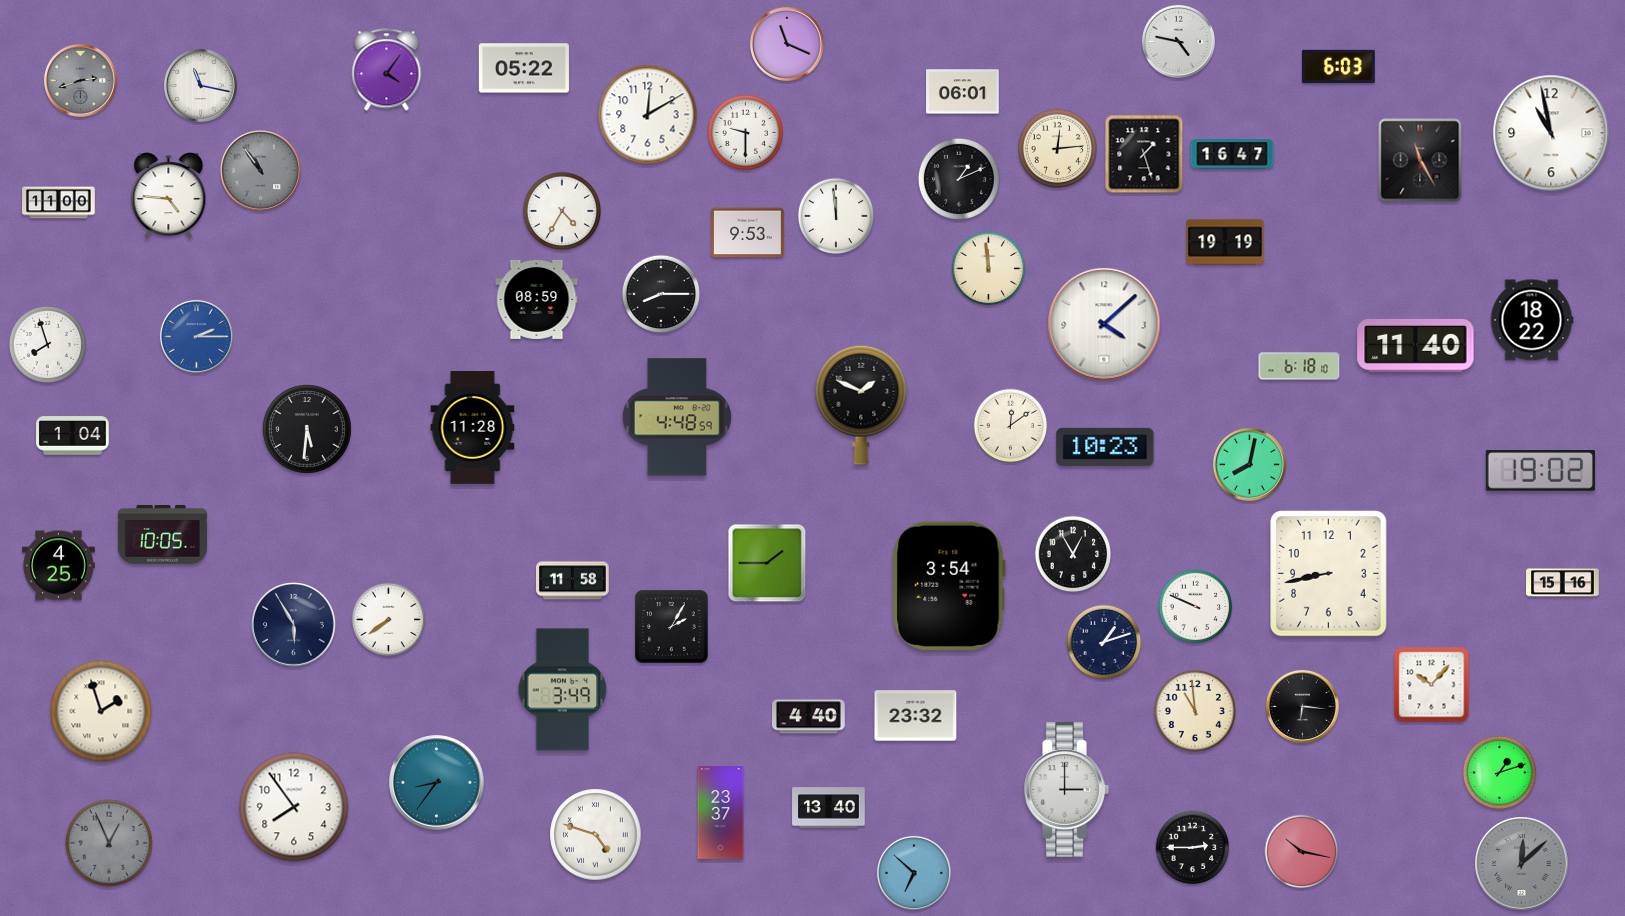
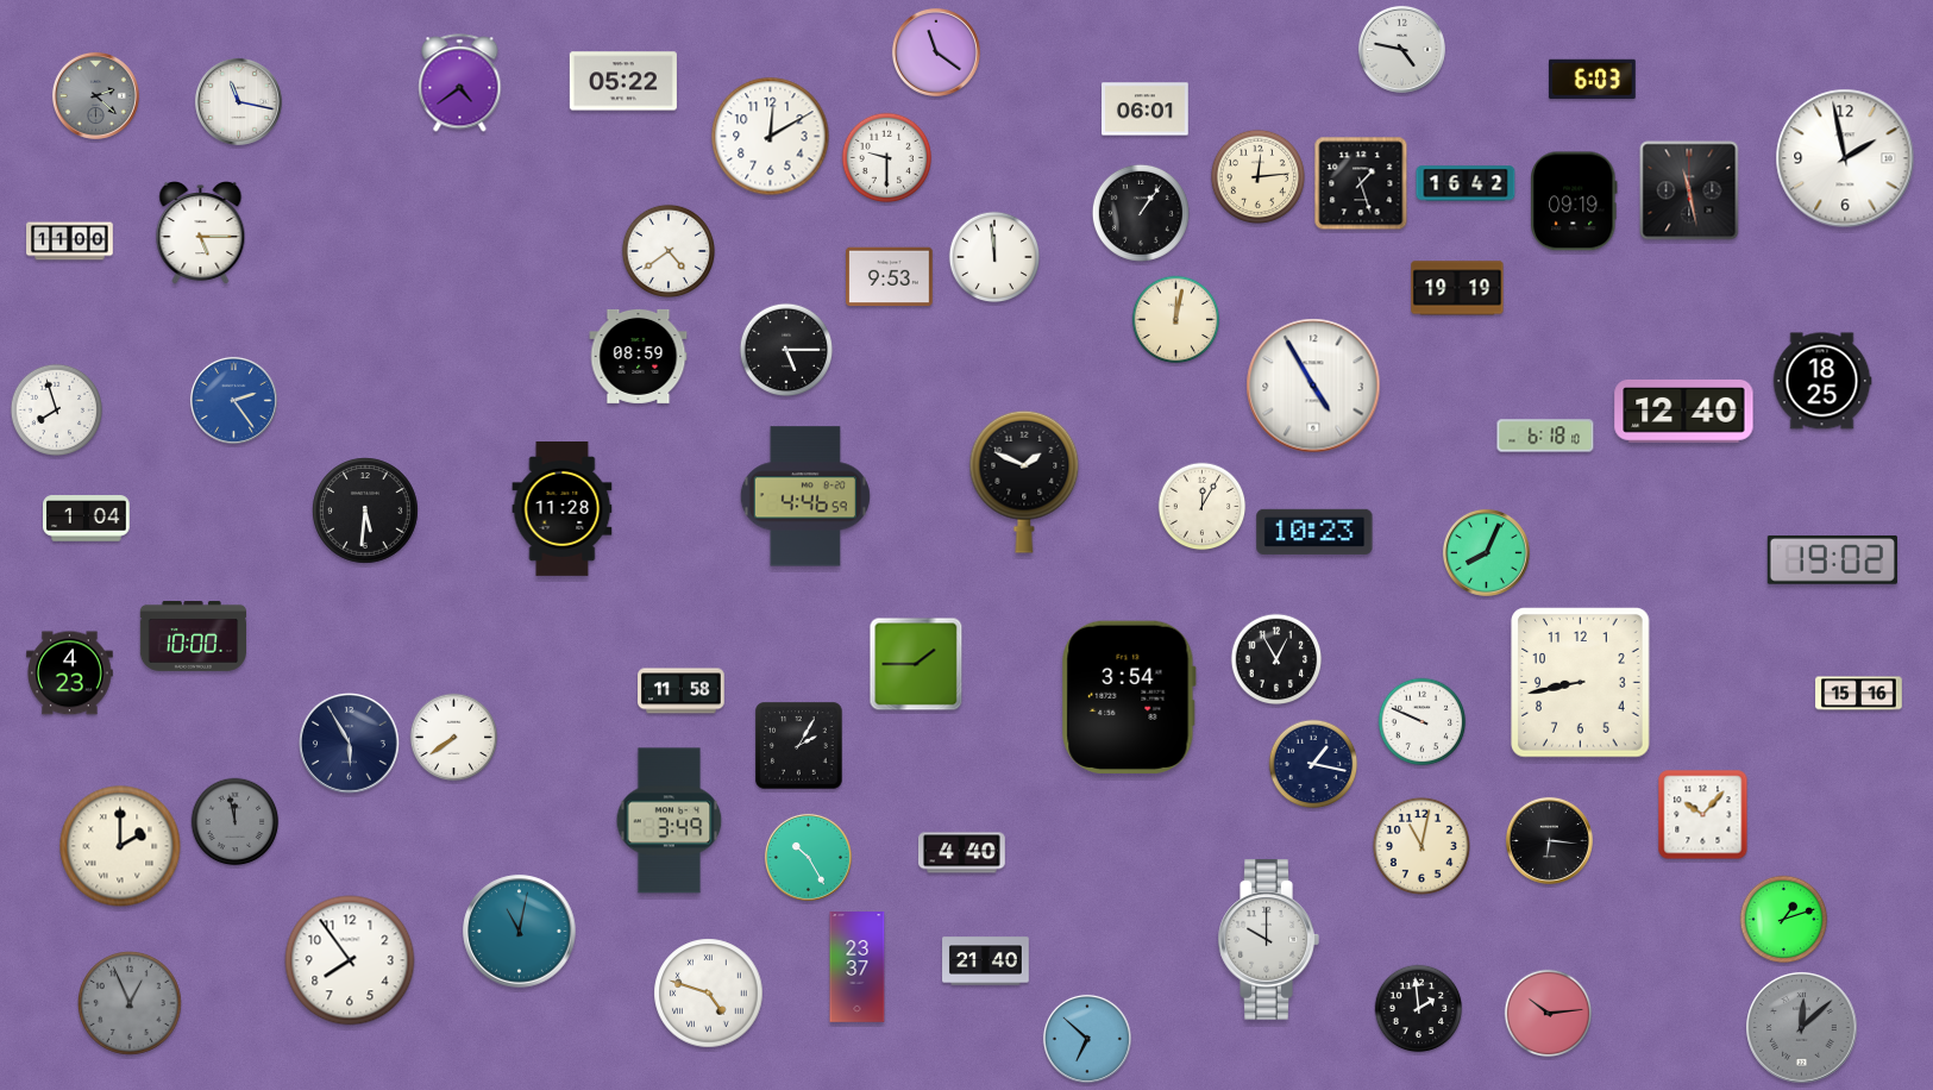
clock at (787, 44): 11:19 -> 11:21
clock at (387, 70): 4:06 -> 4:39
clock at (80, 80): 2:42 -> 2:22
clock at (1551, 133): 10:58 -> 1:58
clock at (1232, 154): 16:47 -> 16:42
clock at (1420, 160): 11:25 -> 11:28
clock at (1574, 201): none -> 09:19
clock at (261, 171): 10:54 -> none
clock at (959, 179): 1:11 -> 1:06
clock at (169, 196): 4:46 -> 5:15
clock at (561, 210): 4:35 -> 4:39
clock at (989, 269): 11:59 -> 12:02
clock at (660, 293): 8:15 -> 5:15
clock at (1532, 320): 18:22 -> 18:25
clock at (1104, 324): 4:08 -> 4:55
clock at (196, 336): 2:15 -> 2:24
clock at (1416, 345): 11:40 -> 12:40
clock at (677, 417): 4:48 -> 4:46
clock at (1011, 426): 12:09 -> 12:05
clock at (1249, 464): 8:02 -> 8:04
clock at (162, 535): 10:05 -> 10:00
clock at (767, 563) position: (767, 563) -> (916, 664)
clock at (59, 566): 4:25 -> 4:23
clock at (389, 620) position: (389, 620) -> (454, 738)
clock at (1104, 642): 1:12 -> 1:17
clock at (236, 822): none -> 11:58
clock at (101, 711): 1:57 -> 2:00
clock at (1195, 711): 10:59 -> 11:02
clock at (916, 716): 23:32 -> none
clock at (808, 857): none -> 10:25
clock at (437, 783): 8:36 -> 11:02
clock at (1066, 790): 3:00 -> 10:00
clock at (829, 808): 13:40 -> 21:40
clock at (1193, 848): 2:45 -> 1:59
clock at (1302, 852): 10:17 -> 10:14
clock at (1522, 864) position: (1522, 864) -> (1802, 1028)
